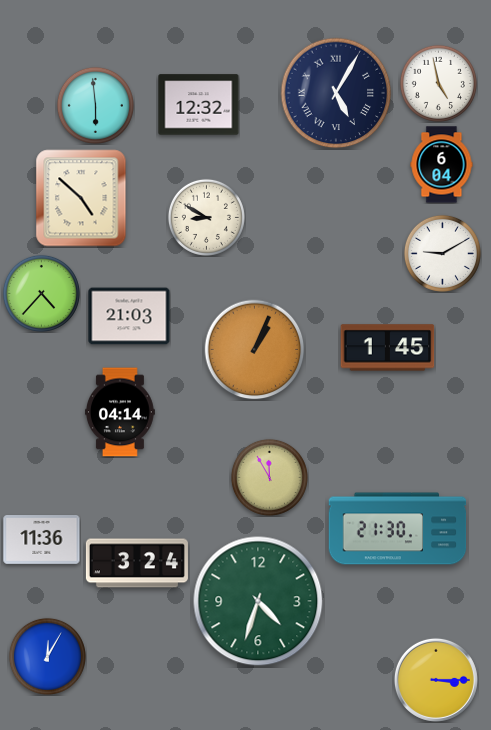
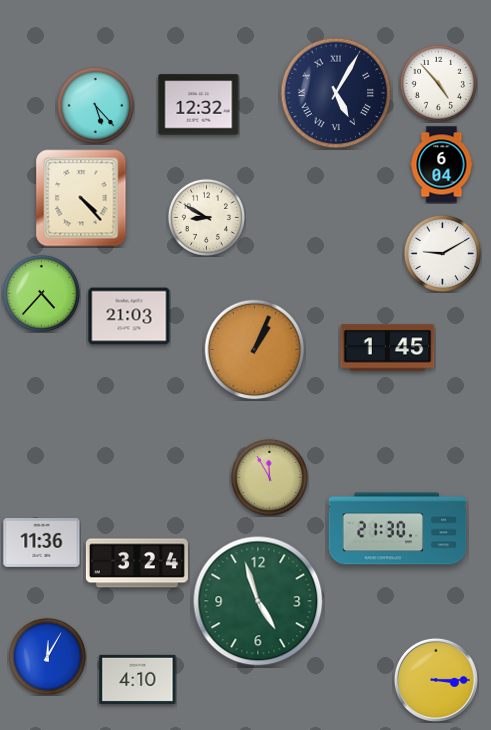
clock at (438, 83): 4:58 -> 4:53
clock at (95, 105): 5:59 -> 5:23
clock at (81, 198): 4:52 -> 4:23
clock at (120, 412): 04:14 -> none
clock at (42, 540) position: (42, 540) -> (42, 543)
clock at (258, 601): 4:33 -> 4:57
clock at (138, 679): none -> 4:10
